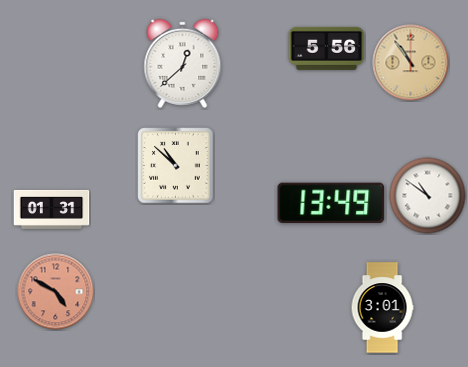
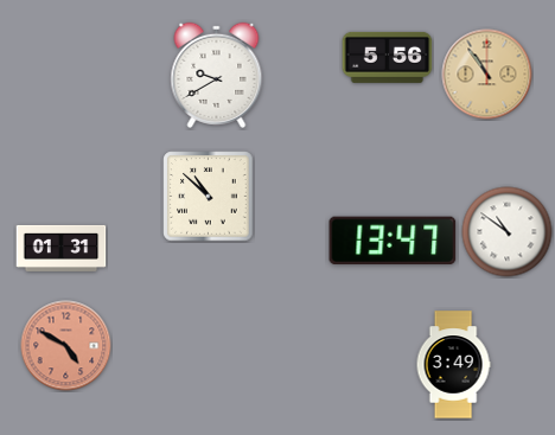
clock at (183, 63): 12:38 -> 9:40
clock at (331, 202): 13:49 -> 13:47
clock at (382, 308): 3:01 -> 3:49
